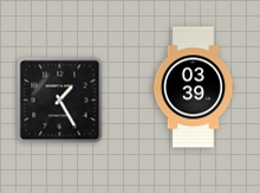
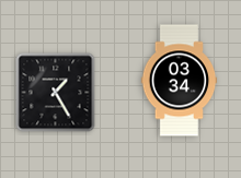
clock at (194, 88): 03:39 -> 03:34
